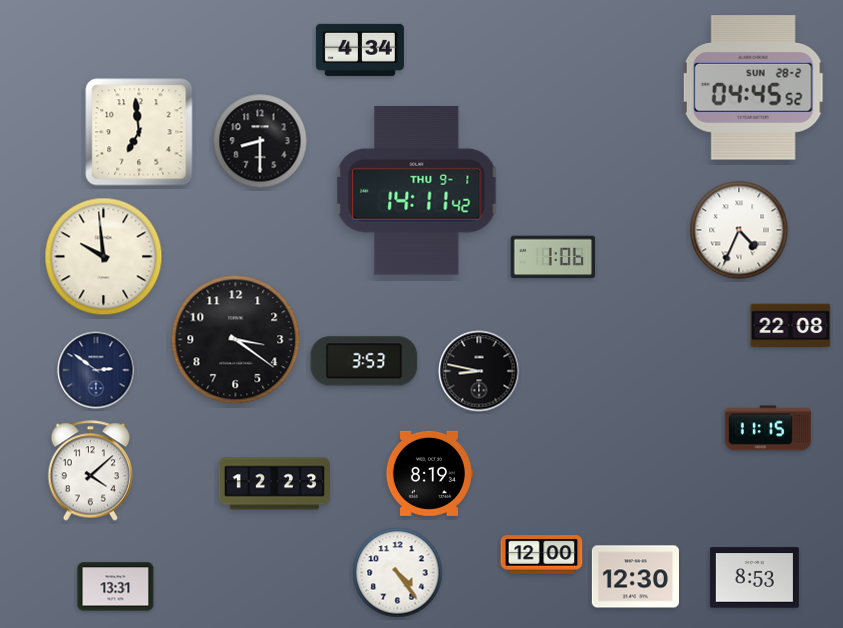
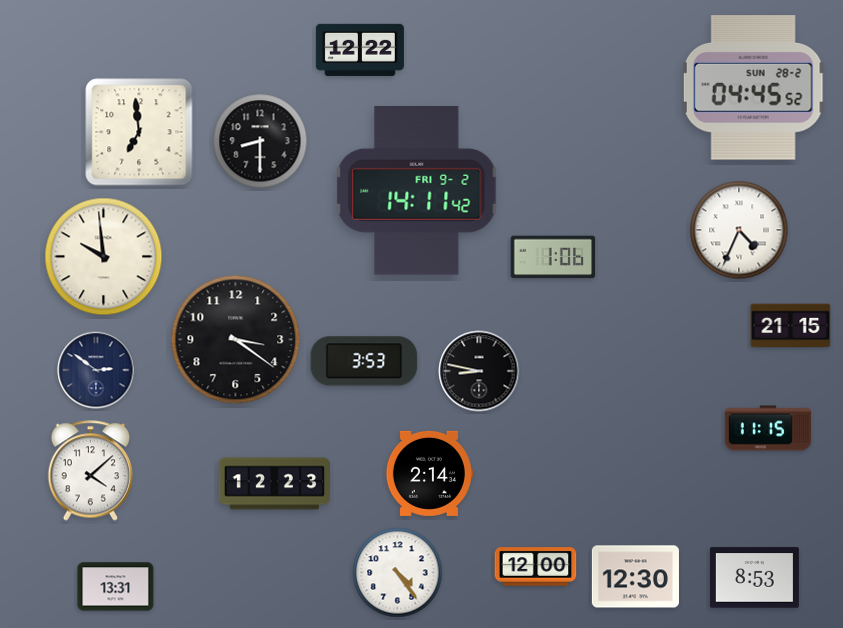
clock at (360, 50): 4:34 -> 12:22
clock at (417, 191) date: THU 9-1 -> FRI 9-2
clock at (791, 326): 22:08 -> 21:15
clock at (429, 473): 8:19 -> 2:14
clock at (542, 555) position: (542, 555) -> (536, 567)
